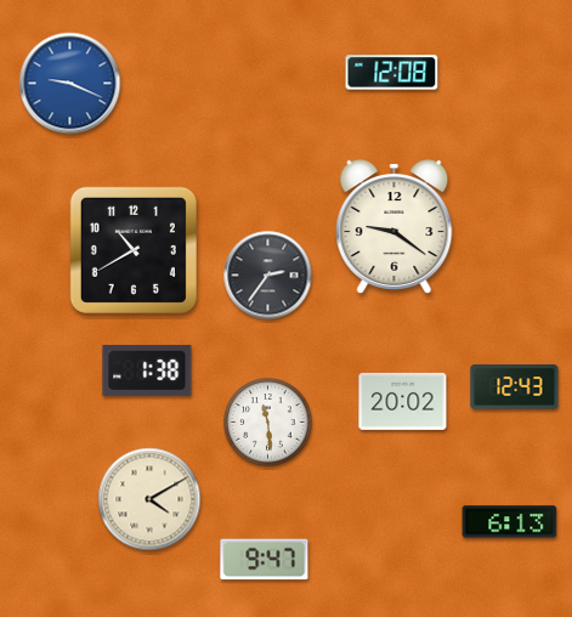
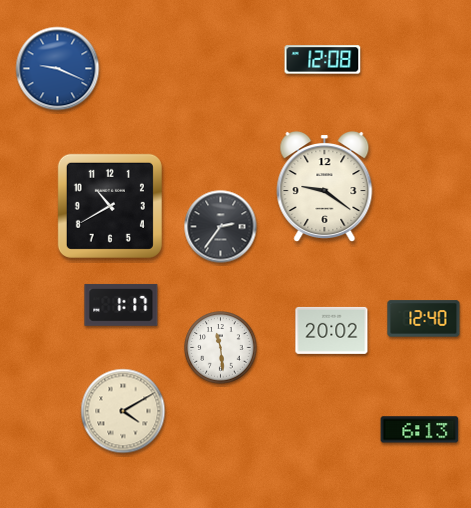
clock at (147, 370): 1:38 -> 1:17
clock at (515, 387): 12:43 -> 12:40
clock at (265, 560): 9:47 -> none
